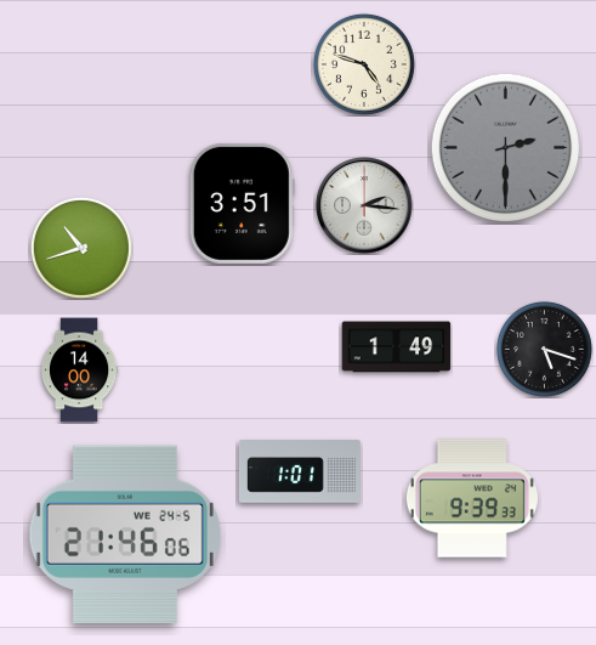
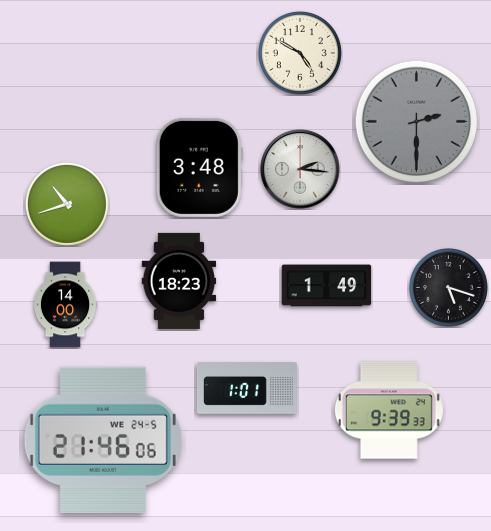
clock at (364, 64): 4:48 -> 4:50
clock at (242, 203): 3:51 -> 3:48
clock at (179, 281): none -> 18:23
